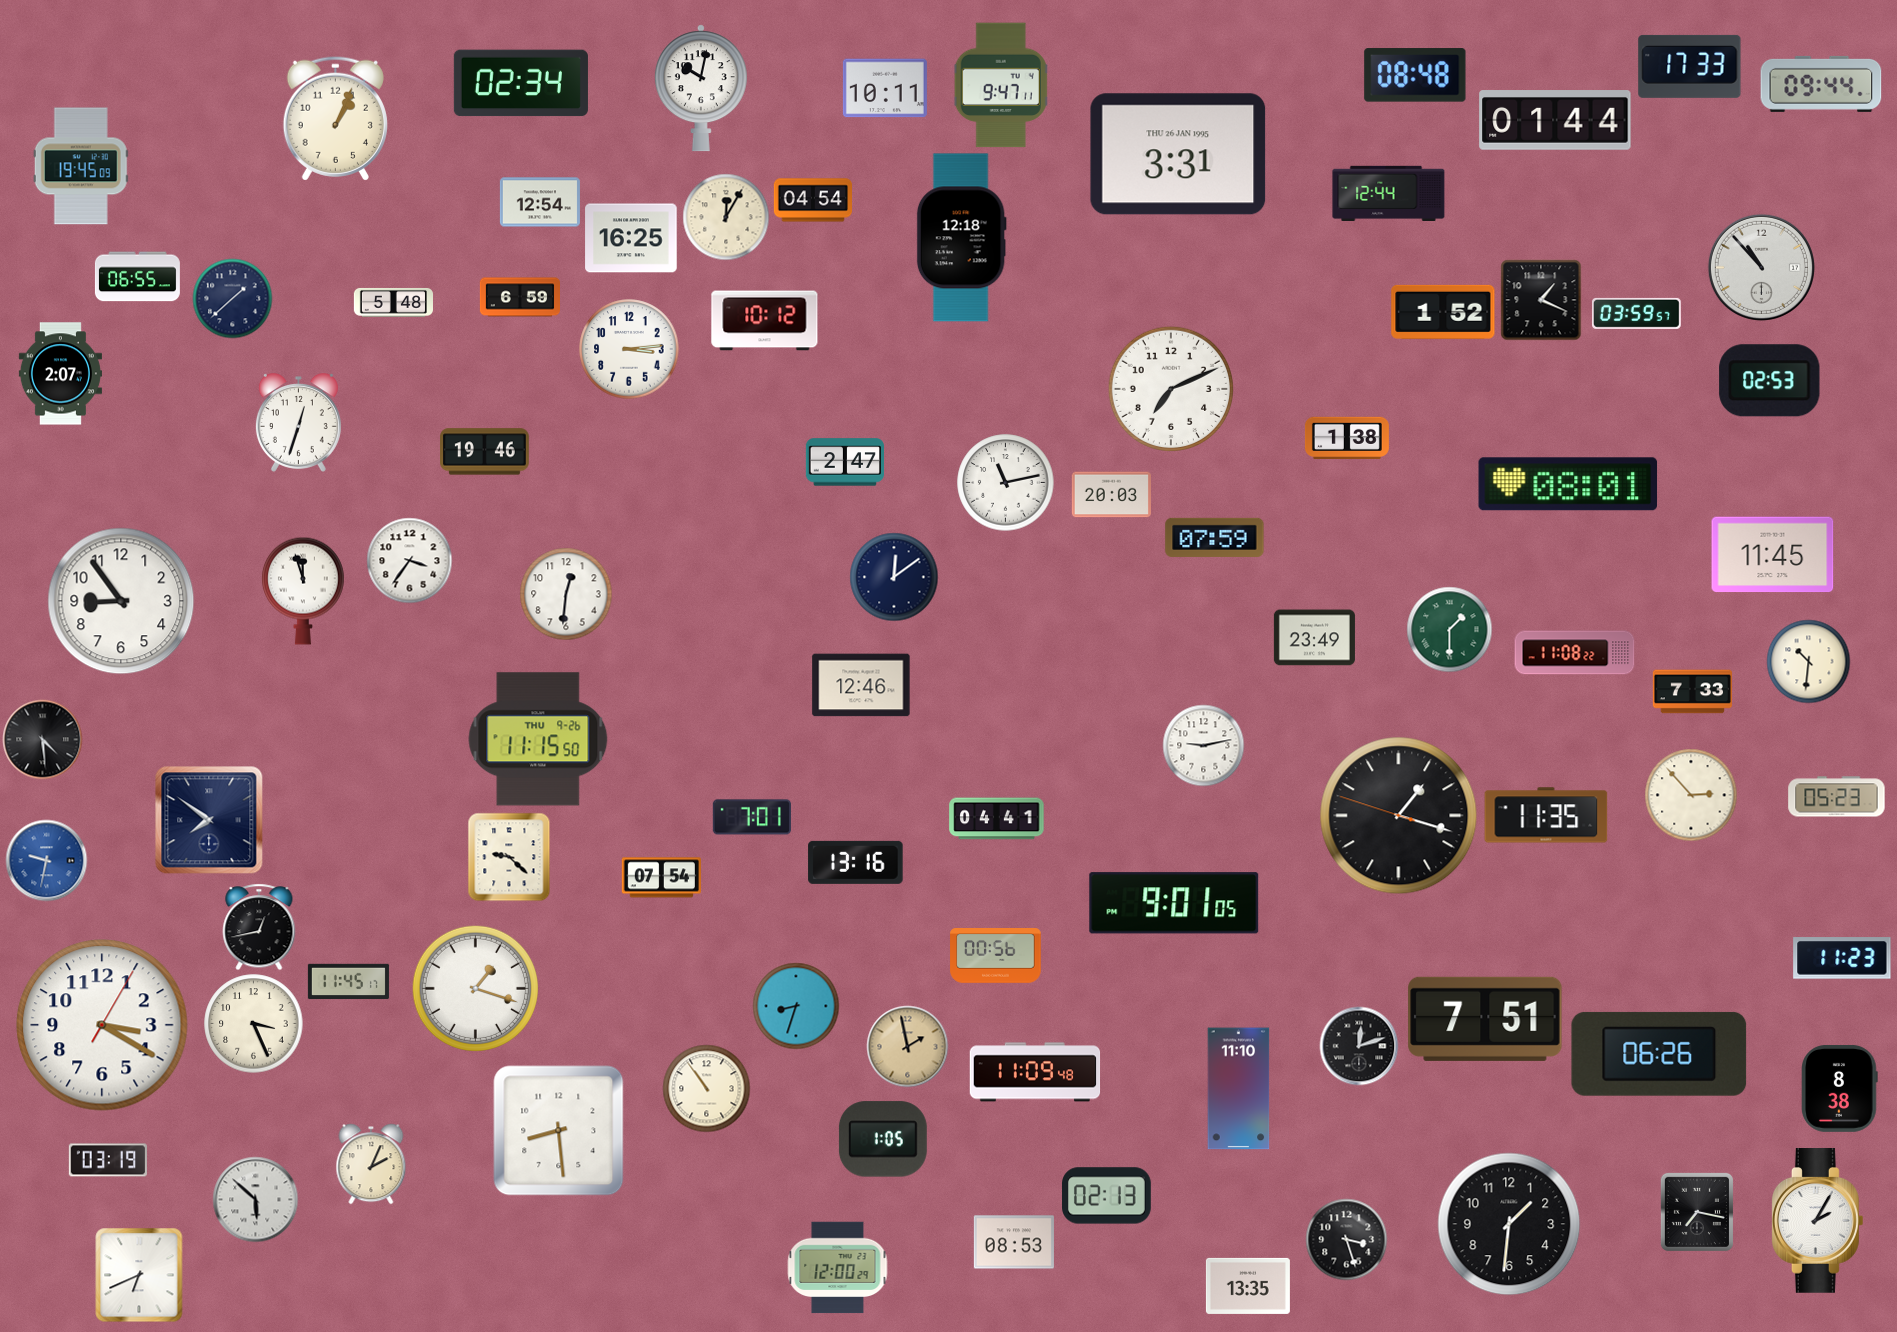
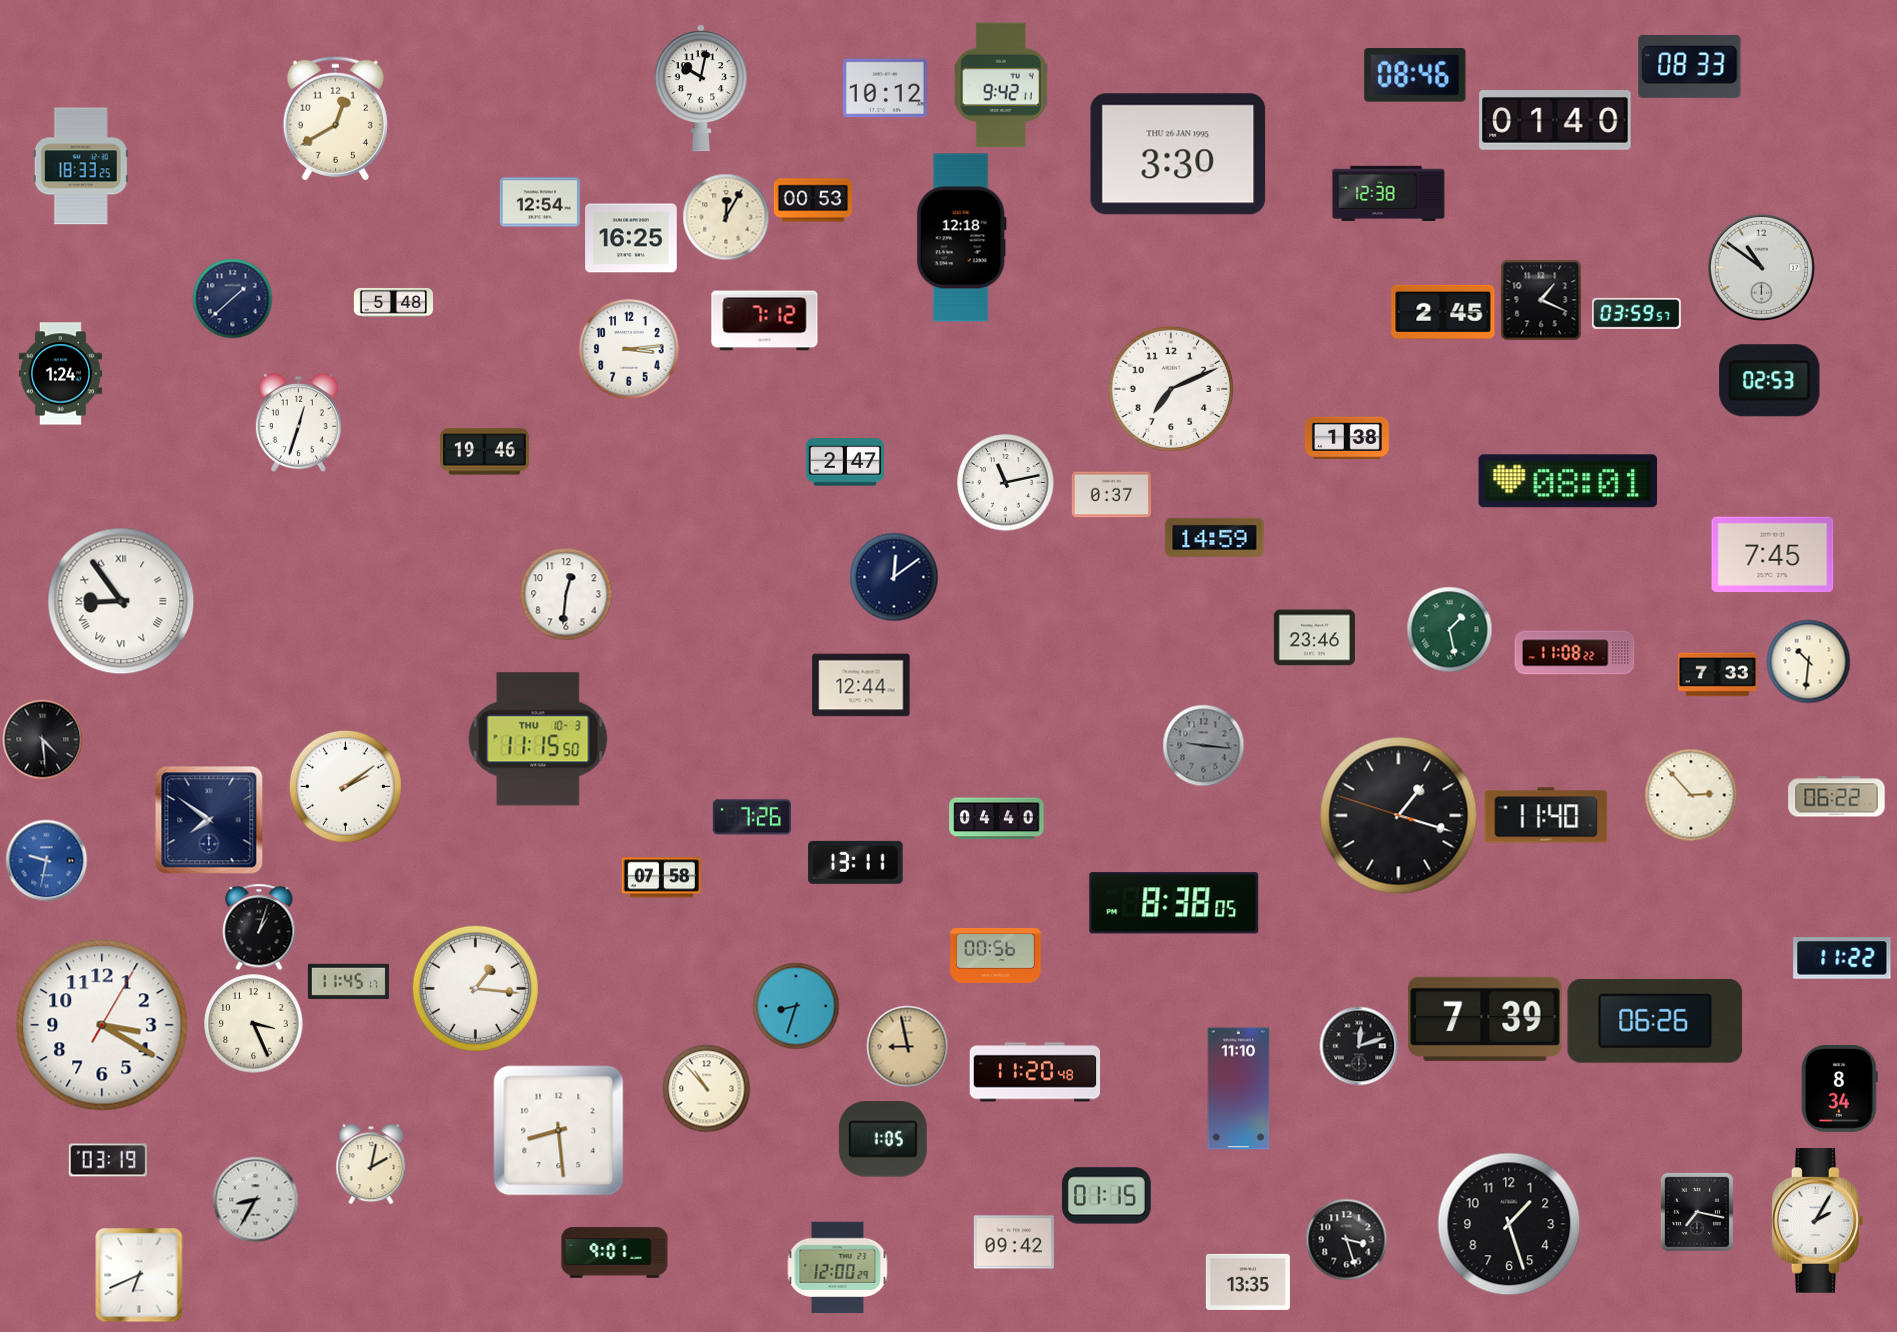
clock at (1690, 66): 17:33 -> 08:33
clock at (1415, 75): 08:48 -> 08:46
clock at (521, 83): 02:34 -> none
clock at (1821, 84): 09:44 -> none
clock at (1001, 85): 9:47 -> 9:42
clock at (885, 88): 10:11 -> 10:12
clock at (335, 118): 1:04 -> 12:40
clock at (1555, 120): 01:44 -> 01:40
clock at (1178, 154): 3:31 -> 3:30
clock at (81, 166): 19:45 -> 18:33
clock at (1389, 193): 12:44 -> 12:38
clock at (812, 200): 04:54 -> 00:53
clock at (1761, 267): 10:53 -> 10:51
clock at (137, 277): 06:55 -> none
clock at (520, 297): 6:59 -> none
clock at (1443, 312): 1:52 -> 2:45
clock at (765, 321): 10:12 -> 7:12
clock at (60, 374): 2:07 -> 1:24
clock at (1568, 484) position: (1568, 484) -> (1568, 481)
clock at (1111, 495): 20:03 -> 0:37
clock at (1215, 537): 07:59 -> 14:59
clock at (1773, 555): 11:45 -> 7:45
clock at (409, 560): 3:36 -> none
clock at (303, 591): 11:57 -> none
clock at (121, 601) numerals: Arabic -> Roman
clock at (1449, 629): 1:30 -> 1:28
clock at (1314, 638): 23:49 -> 23:46
clock at (861, 685): 12:46 -> 12:44
clock at (1692, 692) position: (1692, 692) -> (1717, 675)
clock at (538, 739) date: THU 9-26 -> THU 10-3
clock at (1203, 745): 9:13 -> 9:16
clock at (1203, 745) dial: white -> grey
clock at (345, 786): none -> 2:09
clock at (1837, 797): 05:23 -> 06:22
clock at (1546, 815): 11:35 -> 11:40
clock at (752, 817): 7:01 -> 7:26
clock at (997, 819): 04:41 -> 04:40
clock at (509, 857): 9:22 -> none
clock at (856, 862): 13:16 -> 13:11
clock at (661, 878): 07:54 -> 07:58
clock at (1174, 903): 9:01 -> 8:38
clock at (259, 927): 12:43 -> 1:03
clock at (1842, 958): 11:23 -> 11:22
clock at (475, 988): 1:18 -> 1:16
clock at (1485, 1019): 7:51 -> 7:39
clock at (907, 1046): 1:58 -> 8:58
clock at (1659, 1054) position: (1659, 1054) -> (1655, 1021)
clock at (1035, 1072): 11:09 -> 11:20
clock at (706, 1088): 10:54 -> 10:53
clock at (1840, 1088): 8:38 -> 8:34
clock at (371, 1164): 2:04 -> 2:02
clock at (1107, 1196): 02:13 -> 01:15
clock at (255, 1199): 5:52 -> 8:35
clock at (1509, 1224): 1:31 -> 1:27
clock at (1014, 1242): 08:53 -> 09:42
clock at (615, 1253): none -> 9:01
clock at (1248, 1286) position: (1248, 1286) -> (1248, 1282)
